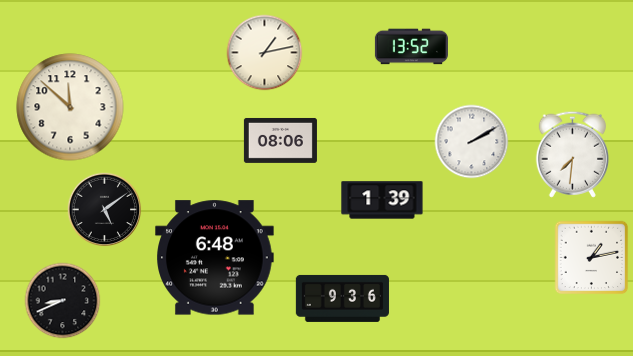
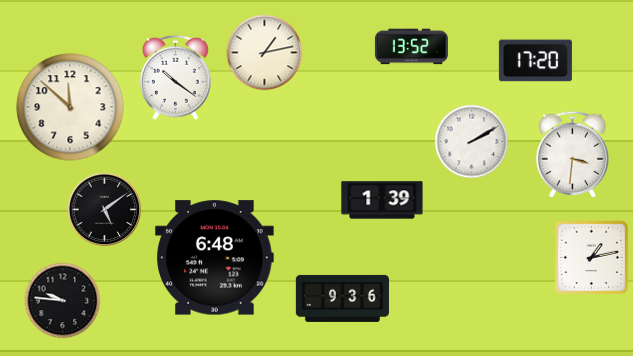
clock at (535, 61): none -> 17:20
clock at (175, 77): none -> 10:21
clock at (280, 140): 08:06 -> none
clock at (572, 154): 7:31 -> 3:31
clock at (63, 301): 8:41 -> 9:46
